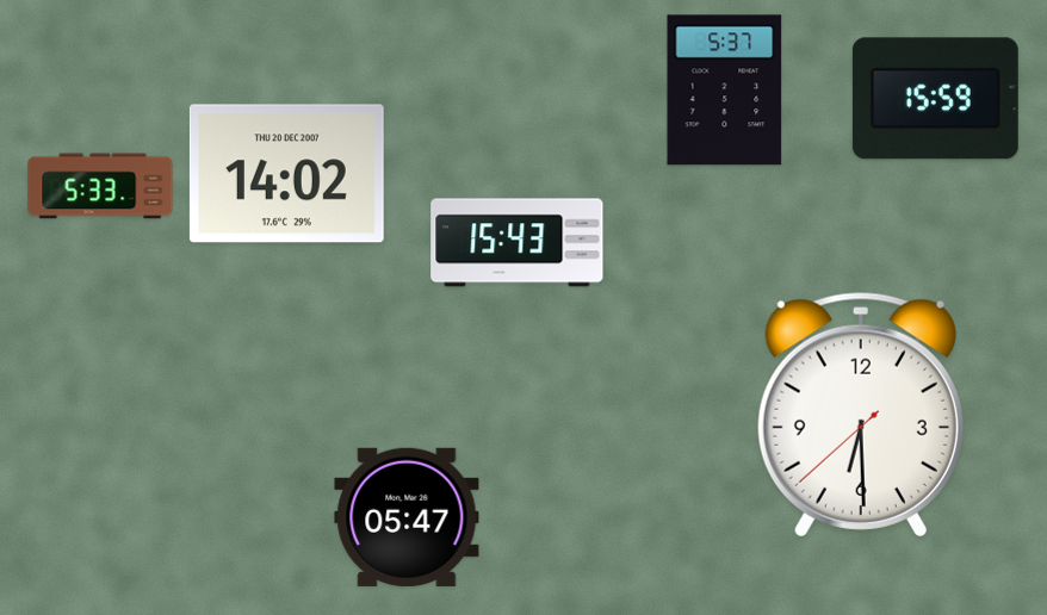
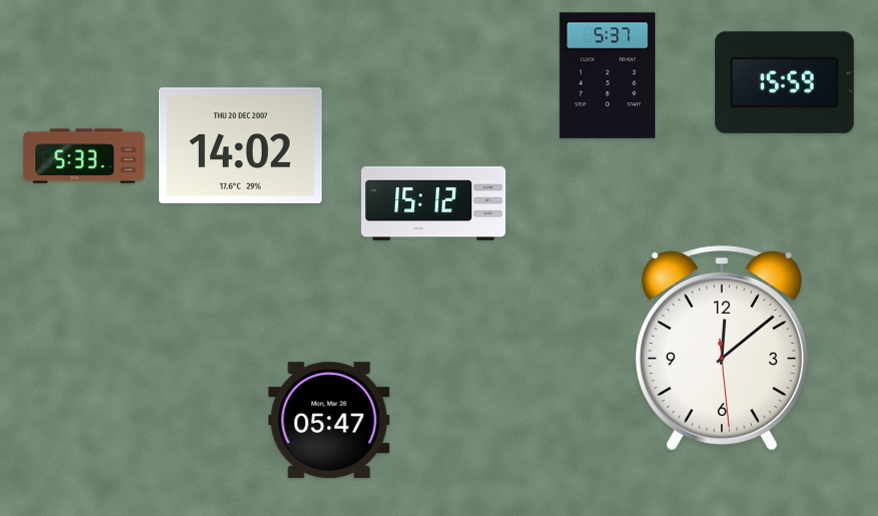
clock at (518, 243): 15:43 -> 15:12
clock at (861, 415): 6:29 -> 12:08
clock at (407, 517) position: (407, 517) -> (329, 420)
